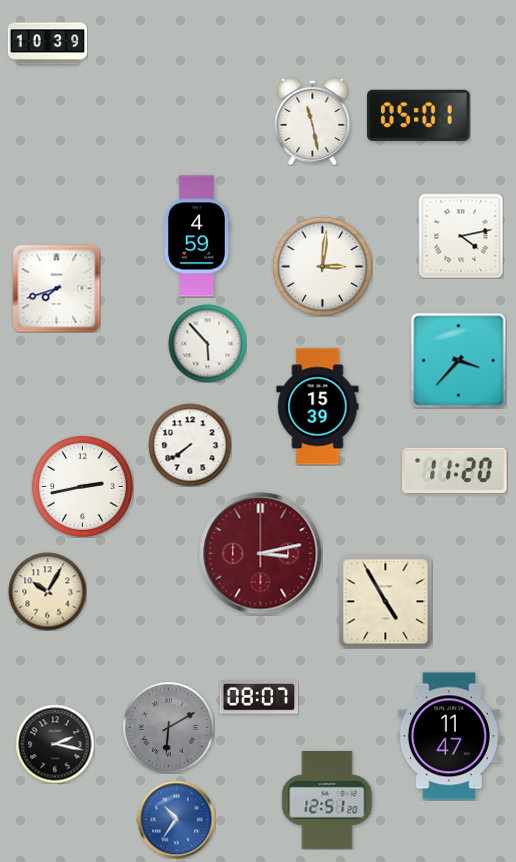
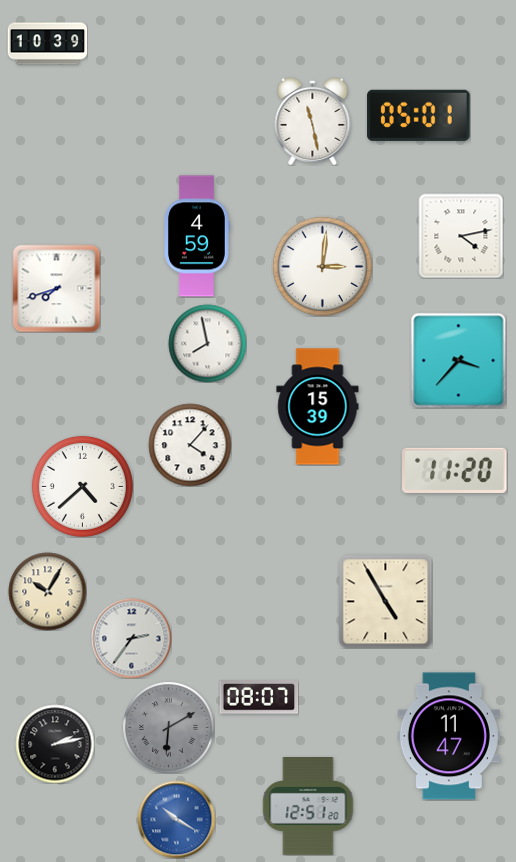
clock at (207, 343): 5:53 -> 7:58
clock at (190, 445): 7:39 -> 4:07
clock at (82, 486): 2:43 -> 4:38
clock at (261, 554): 3:13 -> none
clock at (131, 638): none -> 2:36
clock at (55, 744): 2:17 -> 2:13
clock at (327, 801) position: (327, 801) -> (308, 807)
clock at (176, 819): 10:36 -> 10:20
